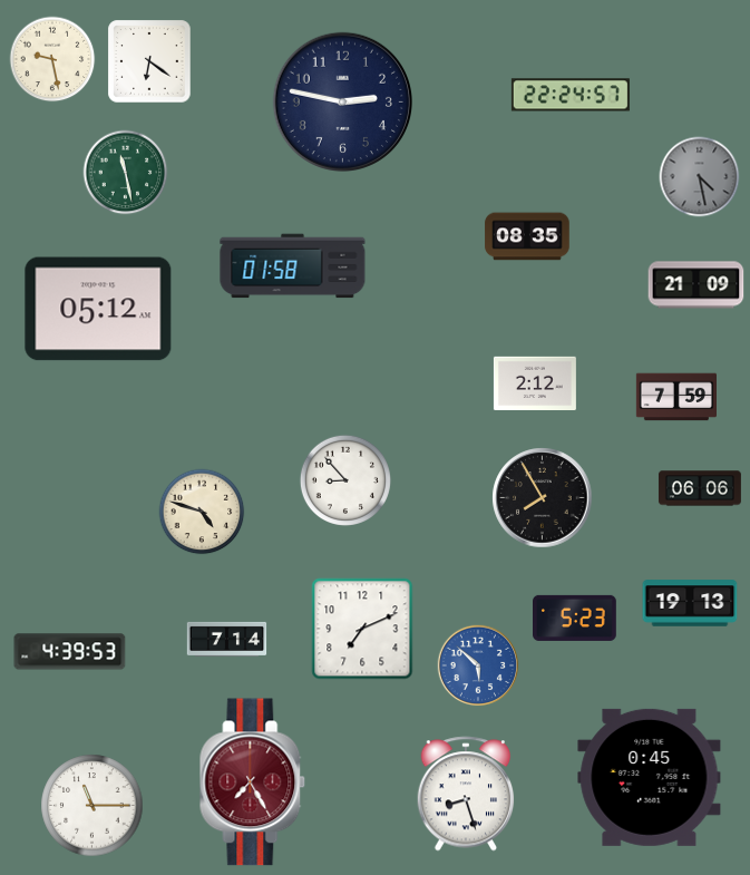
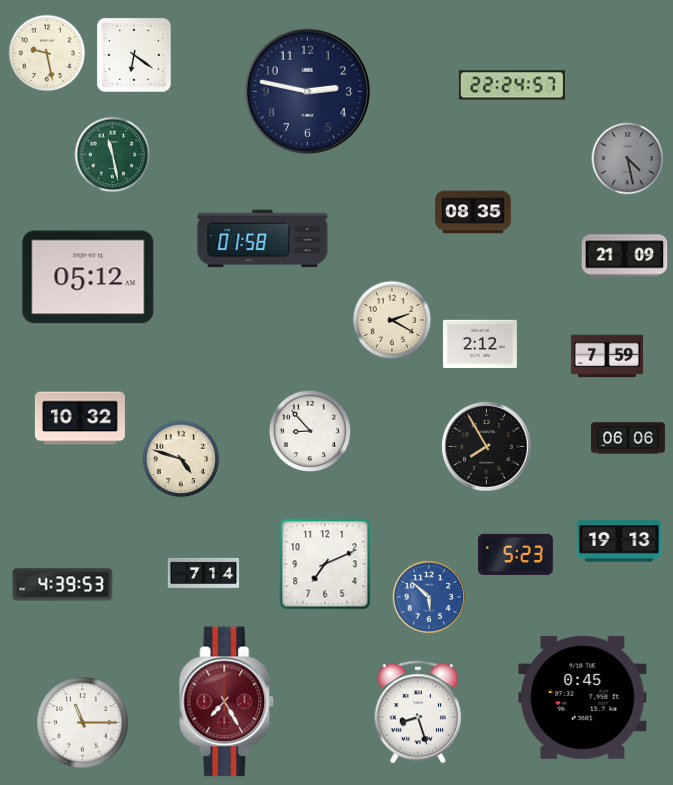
clock at (392, 320): none -> 2:20
clock at (80, 418): none -> 10:32
